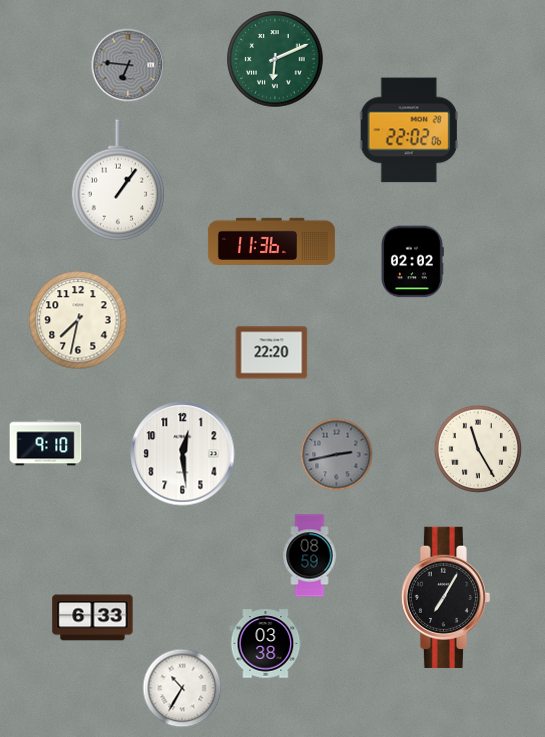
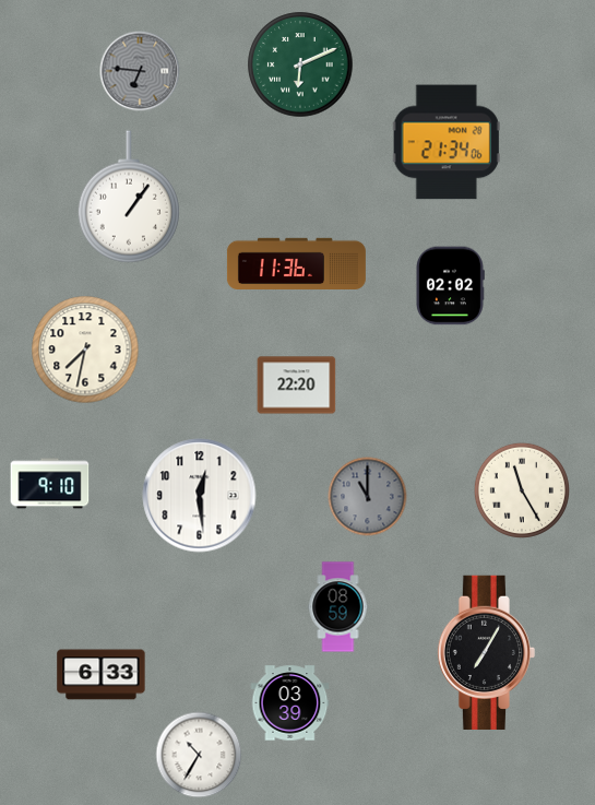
clock at (409, 130): 22:02 -> 21:34
clock at (337, 455): 2:43 -> 11:00
clock at (266, 644): 03:38 -> 03:39
clock at (182, 688) position: (182, 688) -> (199, 755)
